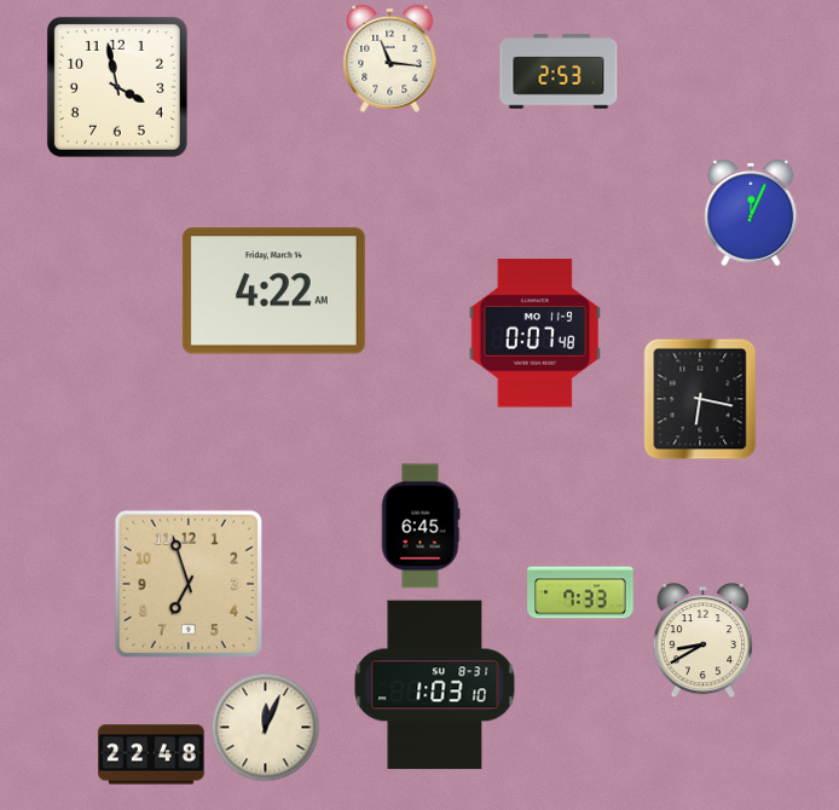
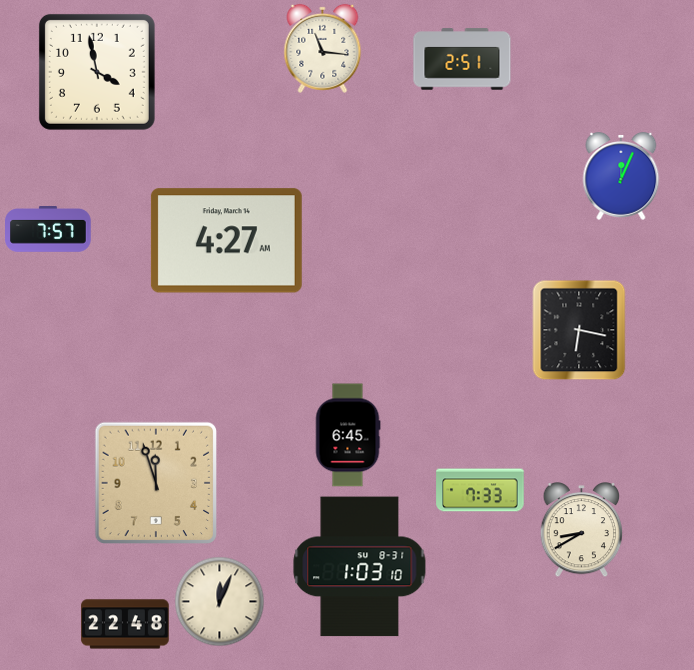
clock at (559, 71): 2:53 -> 2:51
clock at (48, 230): none -> 7:57
clock at (273, 291): 4:22 -> 4:27
clock at (536, 334): 0:07 -> none
clock at (187, 583): 6:57 -> 11:57
